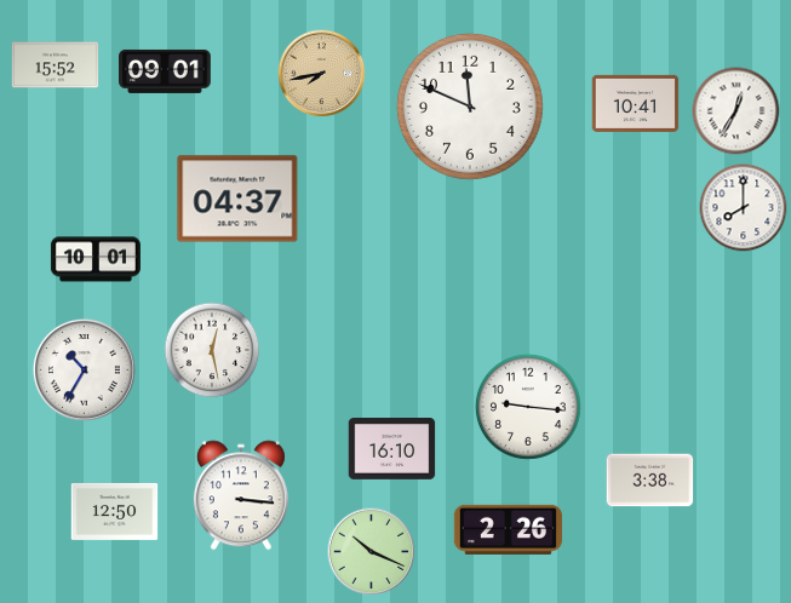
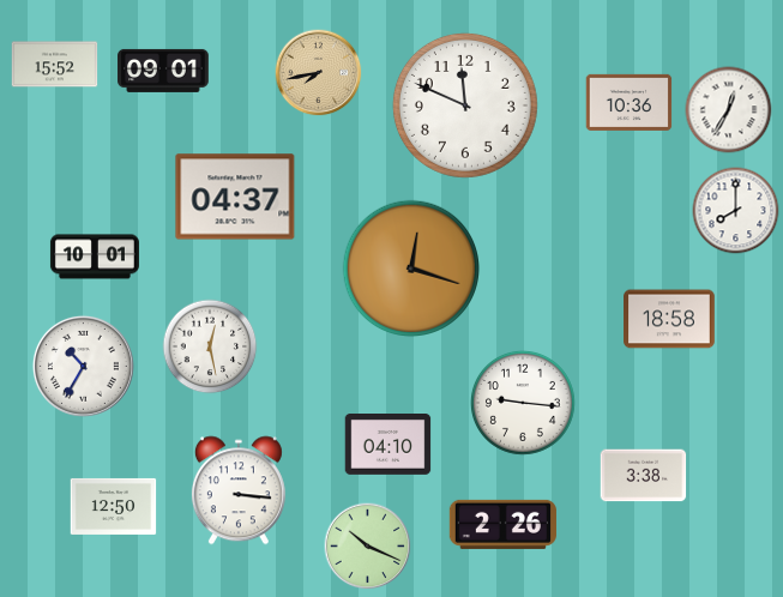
clock at (636, 103): 10:41 -> 10:36
clock at (744, 208) position: (744, 208) -> (736, 211)
clock at (411, 269): none -> 12:18
clock at (669, 319): none -> 18:58
clock at (392, 449): 16:10 -> 04:10
